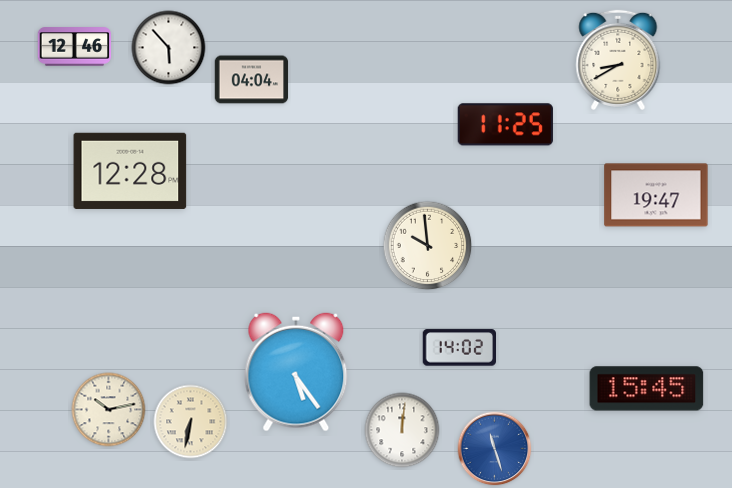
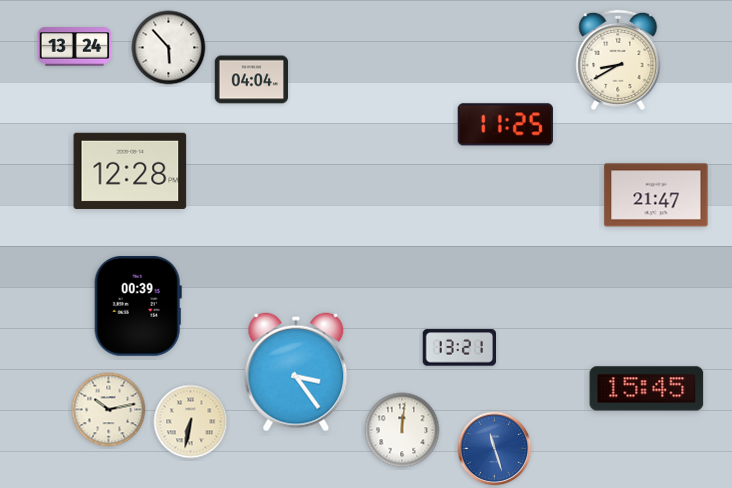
clock at (75, 47): 12:46 -> 13:24
clock at (656, 195): 19:47 -> 21:47
clock at (428, 246): 9:59 -> none
clock at (138, 306): none -> 00:39
clock at (459, 348): 14:02 -> 13:21
clock at (296, 372): 5:24 -> 3:24
